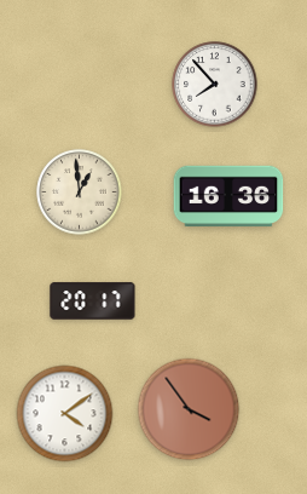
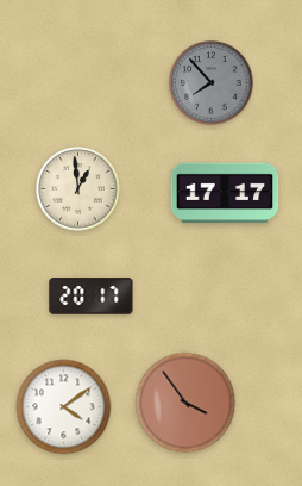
clock at (215, 85) dial: white -> grey
clock at (228, 196): 16:36 -> 17:17
